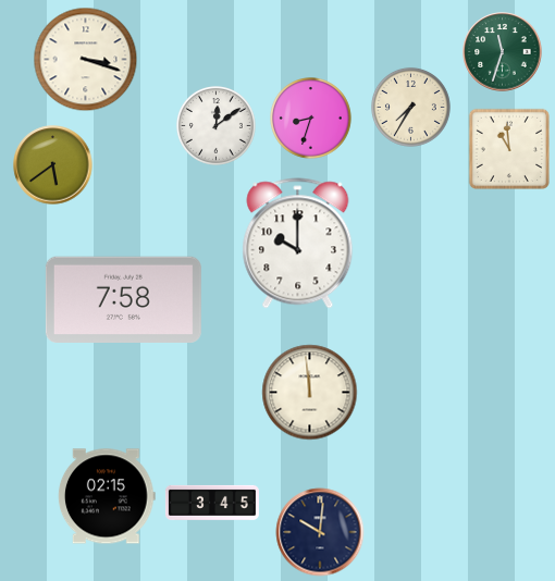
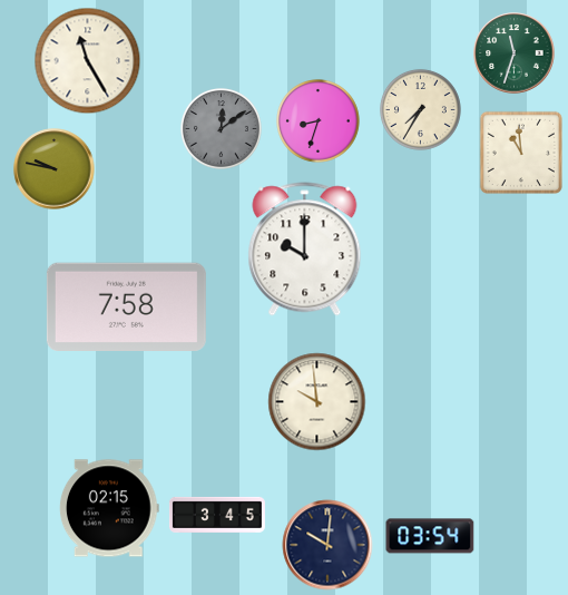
clock at (86, 60): 3:18 -> 11:25
clock at (215, 125) dial: white -> grey
clock at (53, 165): 5:39 -> 9:47
clock at (310, 393): 11:59 -> 9:59
clock at (430, 536): none -> 03:54
